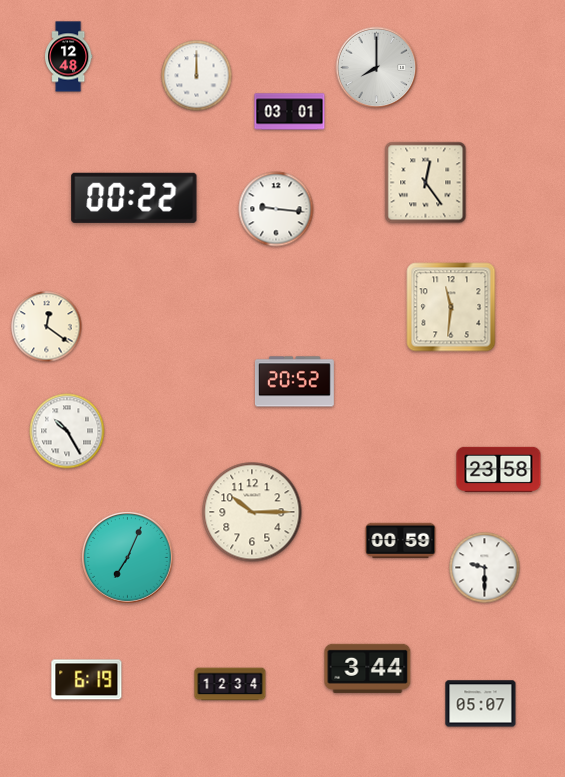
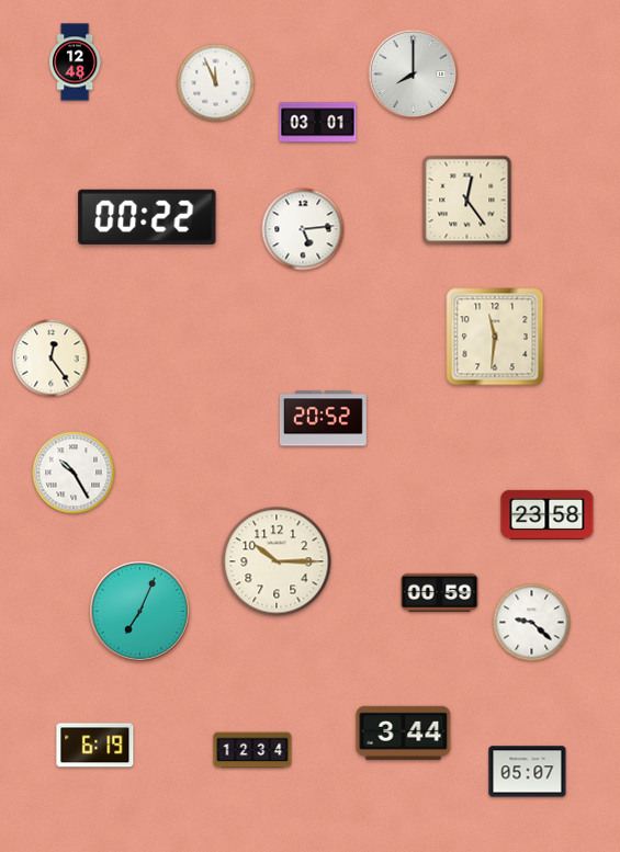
clock at (197, 76): 12:00 -> 11:56
clock at (276, 209): 9:16 -> 5:14
clock at (47, 327): 12:21 -> 12:24
clock at (485, 568): 9:30 -> 9:22
